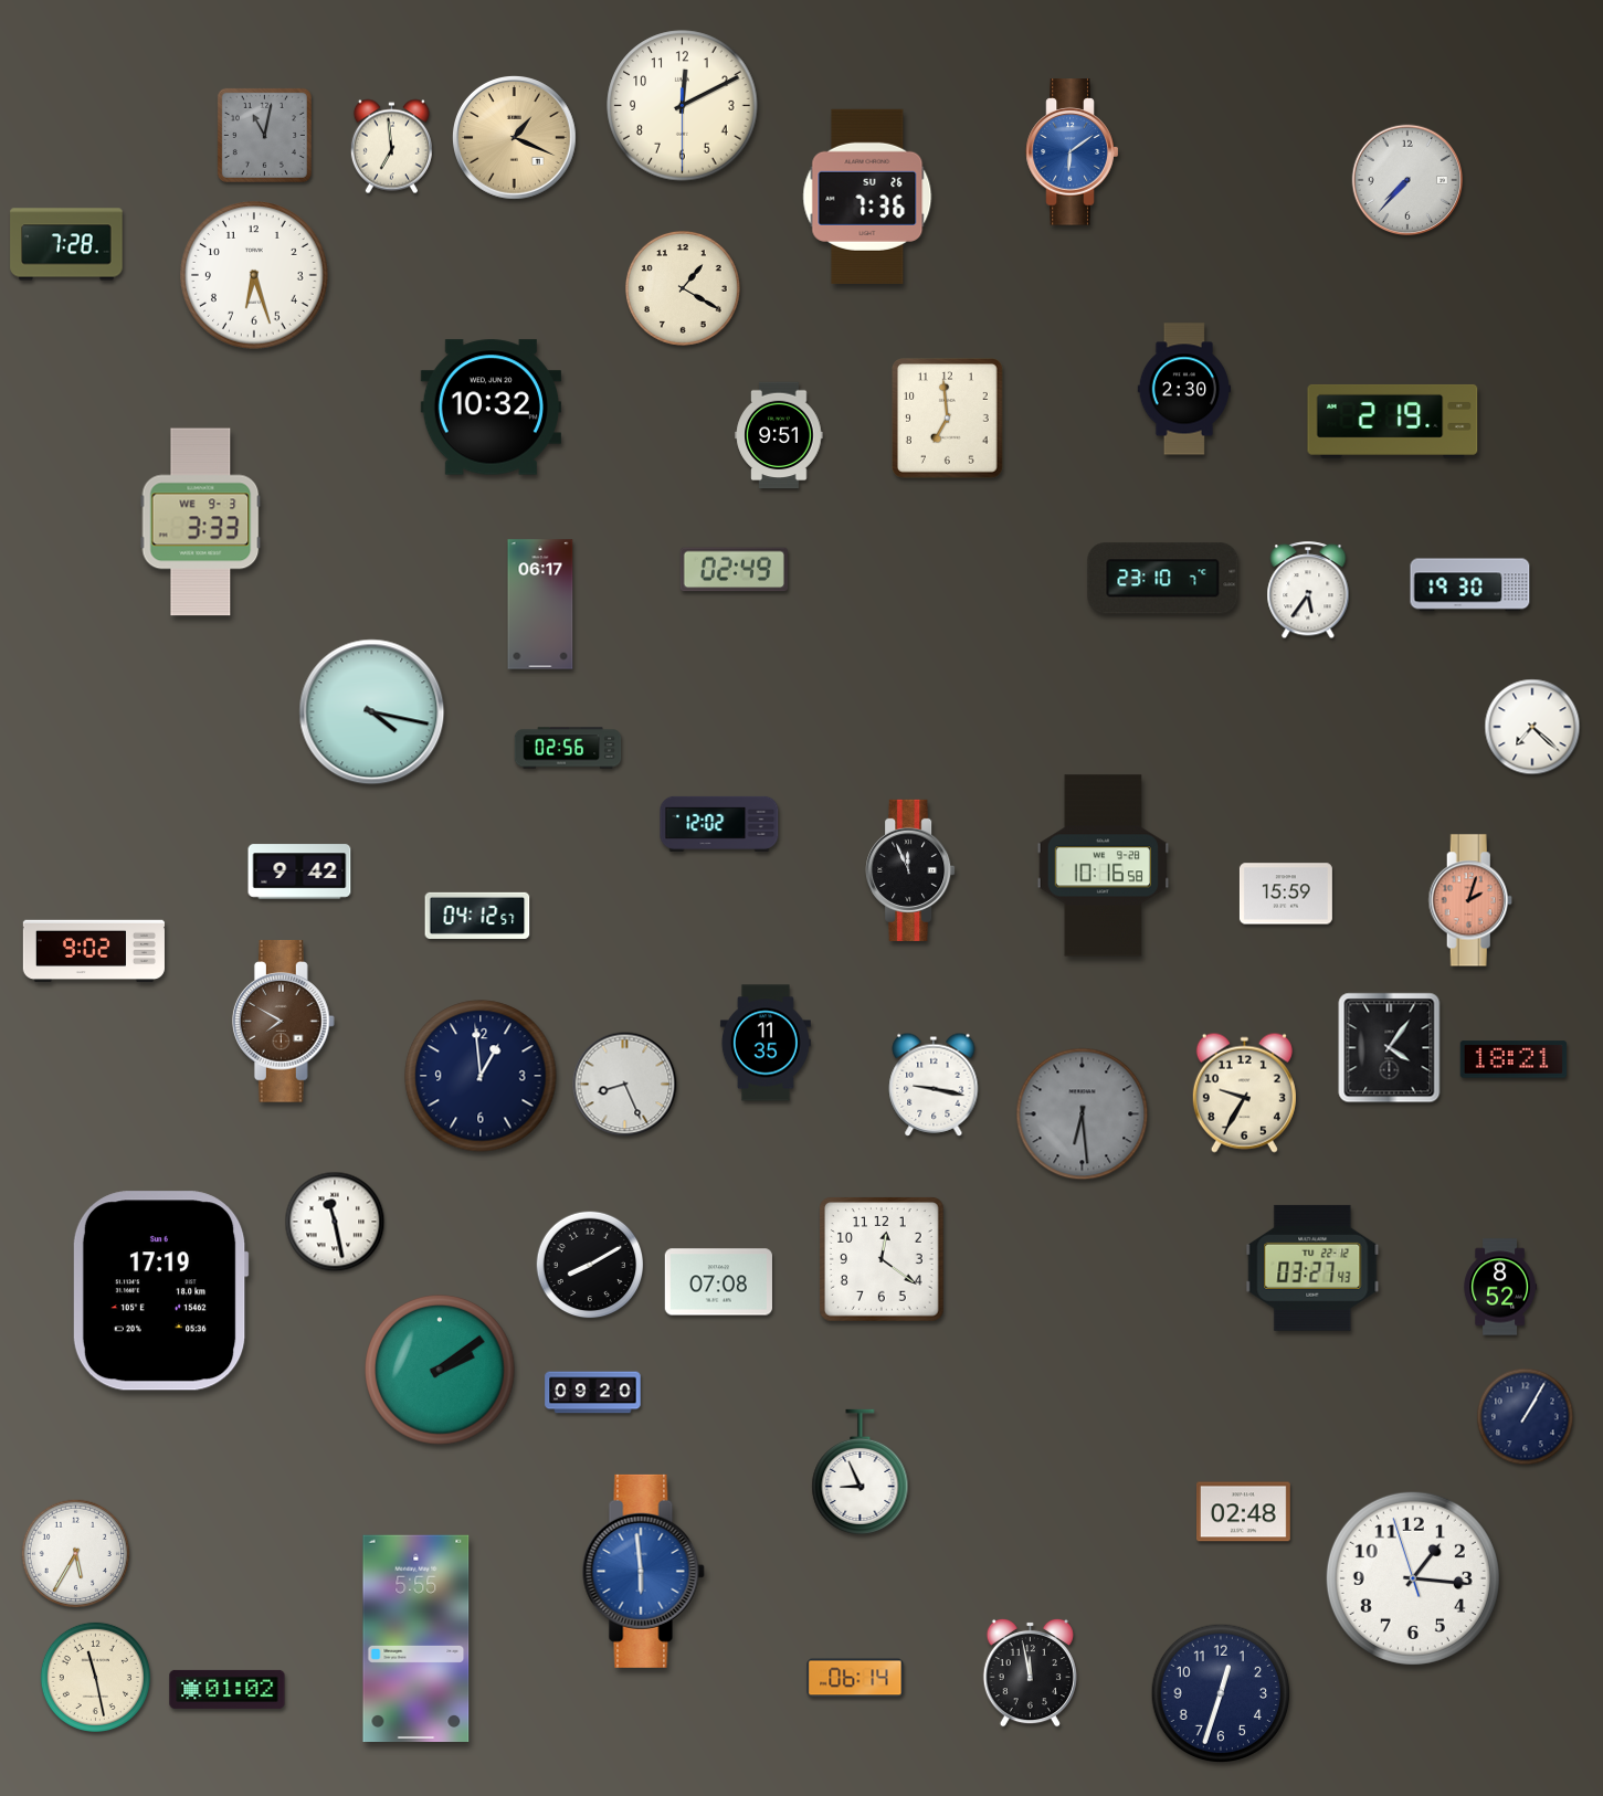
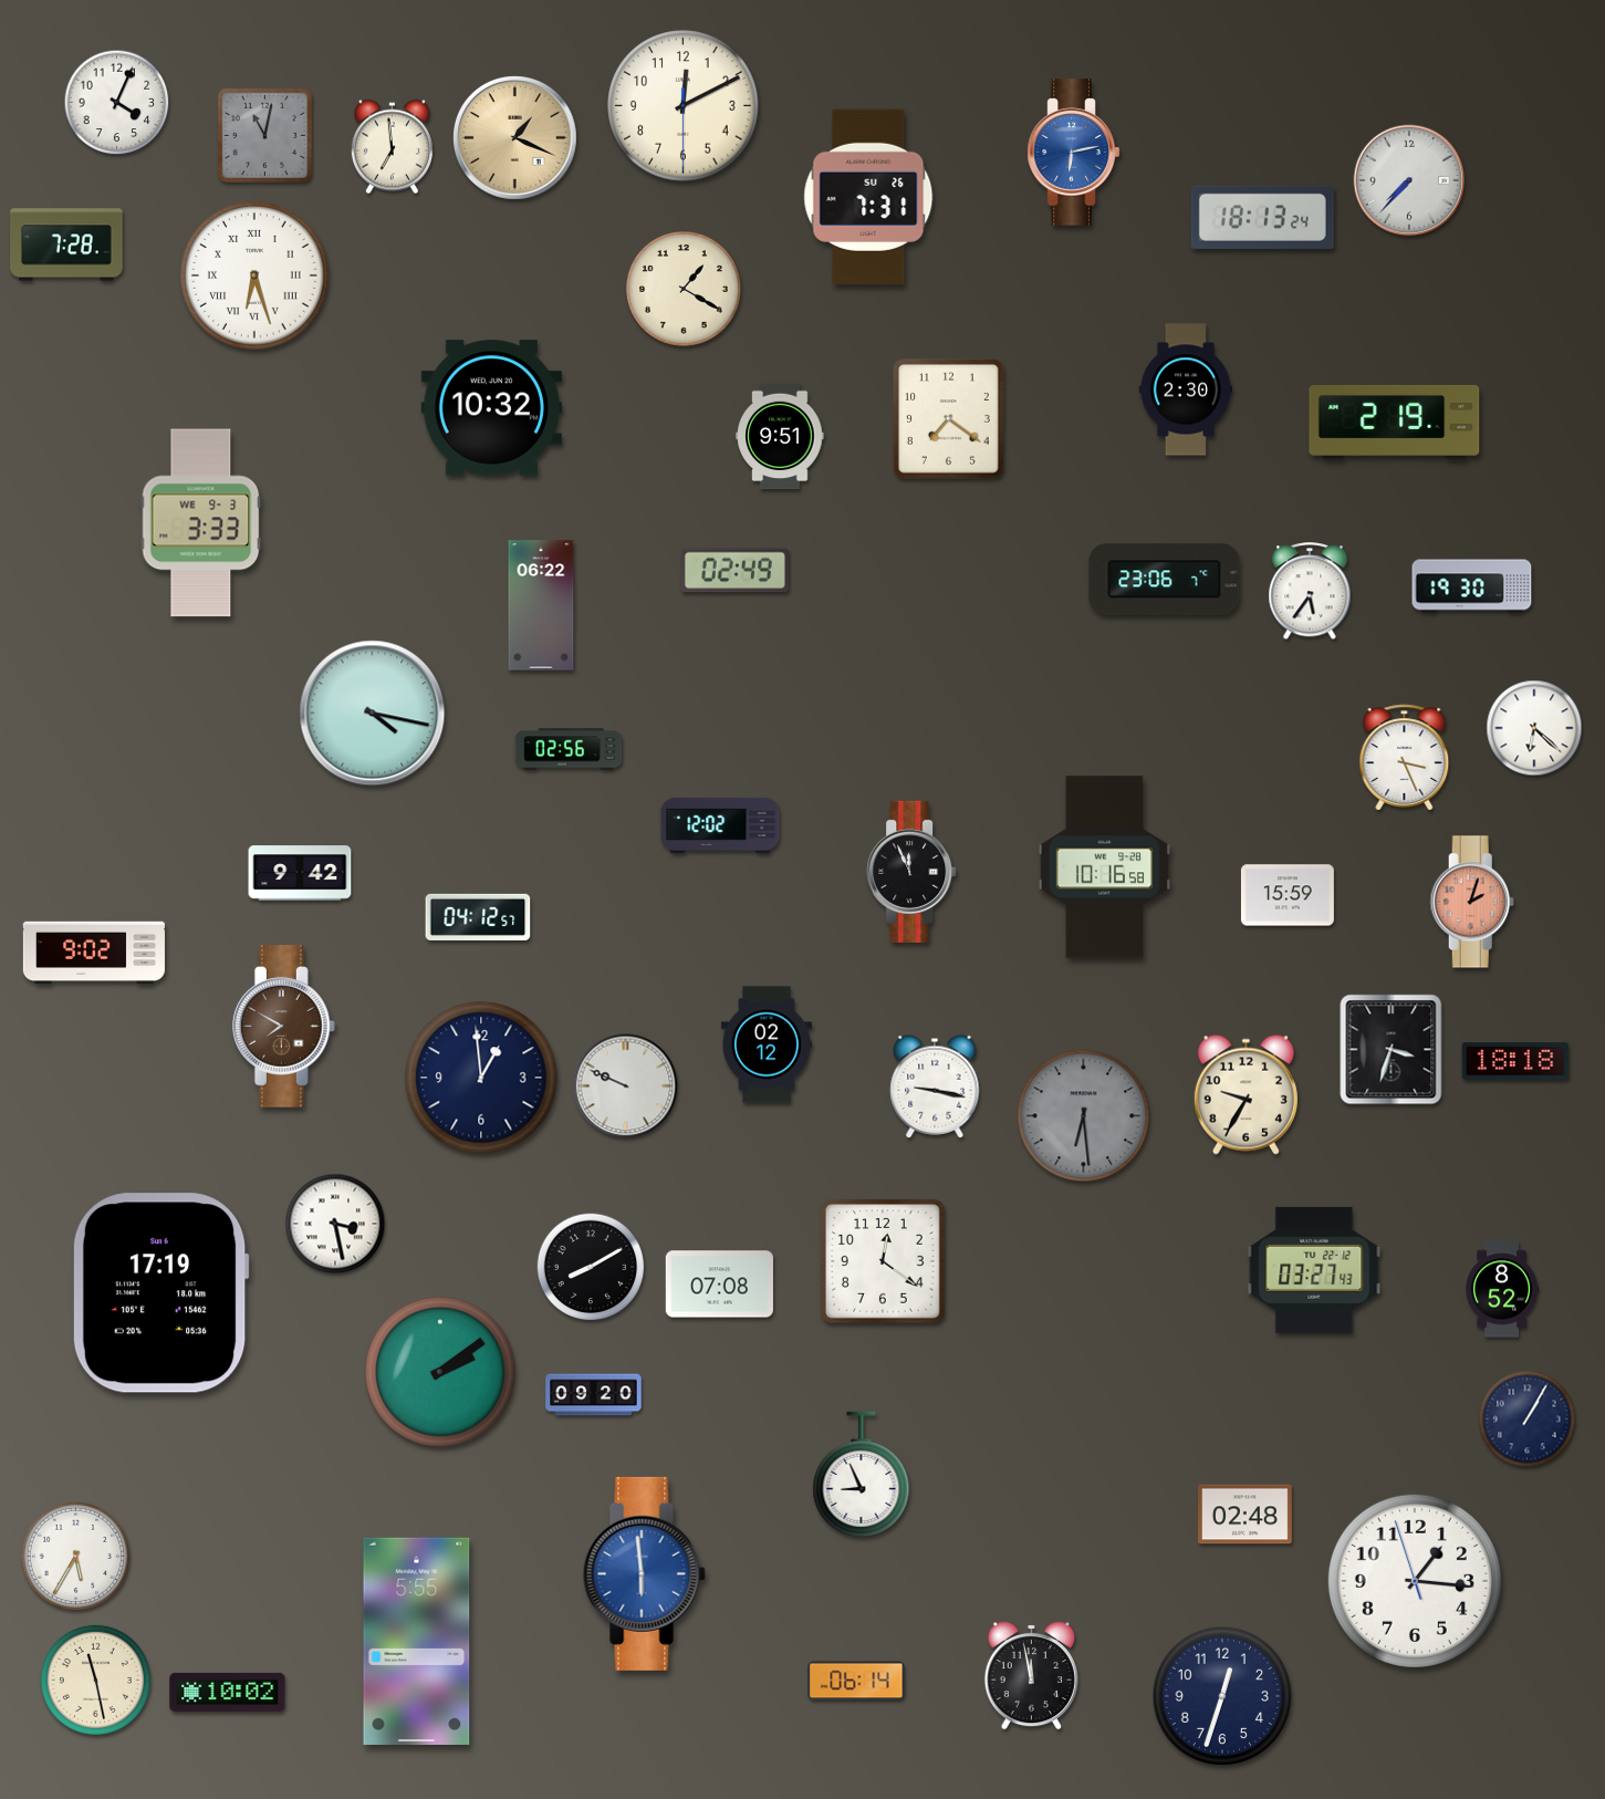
clock at (117, 103): none -> 4:04
clock at (1073, 152): 6:09 -> 6:13
clock at (867, 197): 7:36 -> 7:31
clock at (1262, 217): none -> 18:13
clock at (255, 276) numerals: Arabic -> Roman
clock at (948, 419): 6:59 -> 7:21
clock at (1163, 579): 23:10 -> 23:06
clock at (540, 604): 06:17 -> 06:22
clock at (1532, 727): 7:22 -> 6:22
clock at (1405, 758): none -> 3:26
clock at (283, 1022) position: (283, 1022) -> (283, 1027)
clock at (766, 1043): 11:35 -> 02:12
clock at (1390, 1048): 4:06 -> 3:33
clock at (1514, 1059): 18:21 -> 18:18
clock at (625, 1085): 8:26 -> 9:49
clock at (335, 1222): 11:28 -> 3:28
clock at (228, 1689): 01:02 -> 10:02
